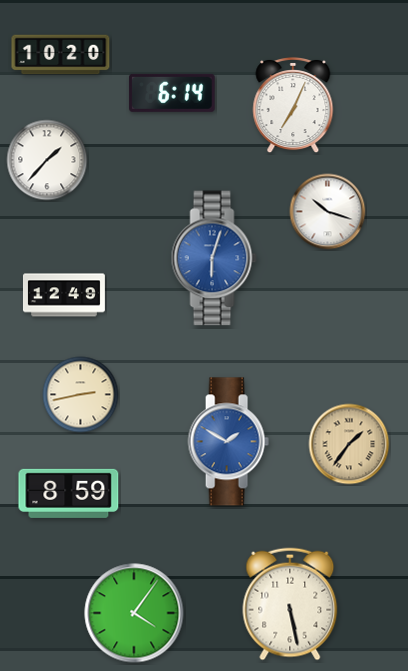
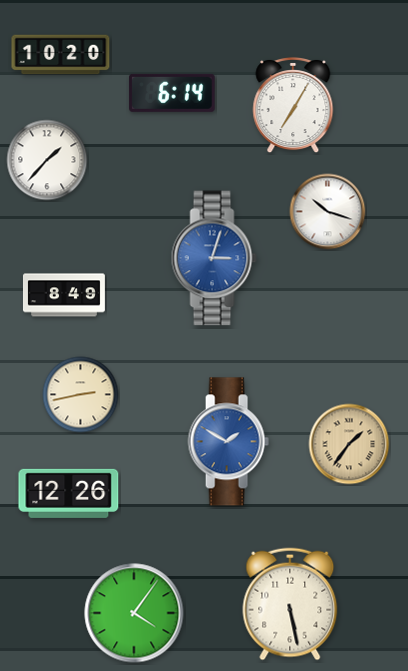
clock at (293, 105): 7:04 -> 7:05
clock at (214, 258): 6:03 -> 3:03
clock at (64, 295): 12:49 -> 8:49
clock at (69, 493): 8:59 -> 12:26
